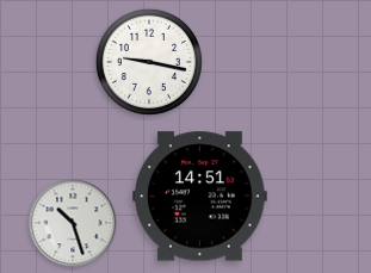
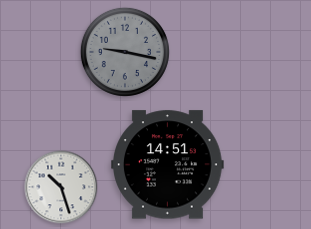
clock at (149, 62) dial: white -> grey
